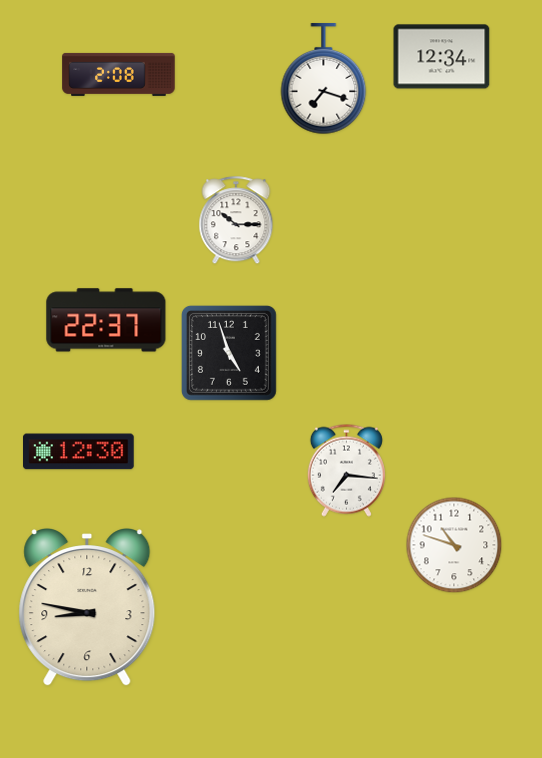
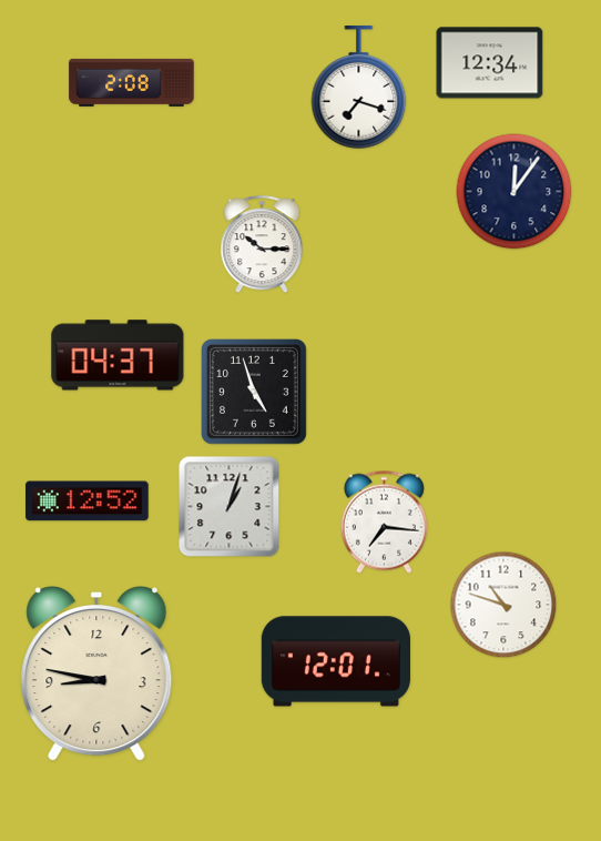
clock at (515, 192): none -> 12:06
clock at (106, 320): 22:37 -> 04:37
clock at (79, 452): 12:30 -> 12:52
clock at (230, 507): none -> 1:03
clock at (336, 661): none -> 12:01
